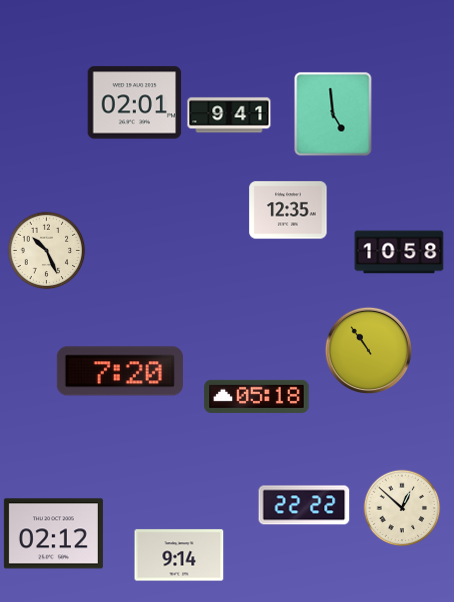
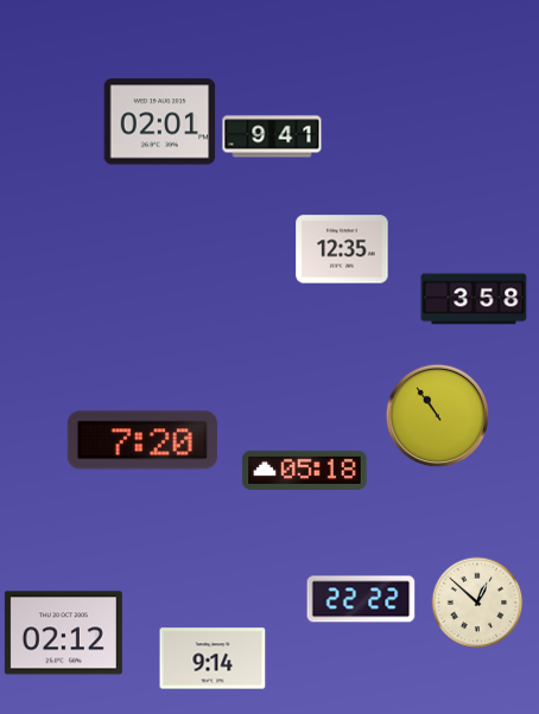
clock at (333, 114): 4:59 -> none
clock at (47, 251): 10:26 -> none
clock at (399, 252): 10:58 -> 3:58
